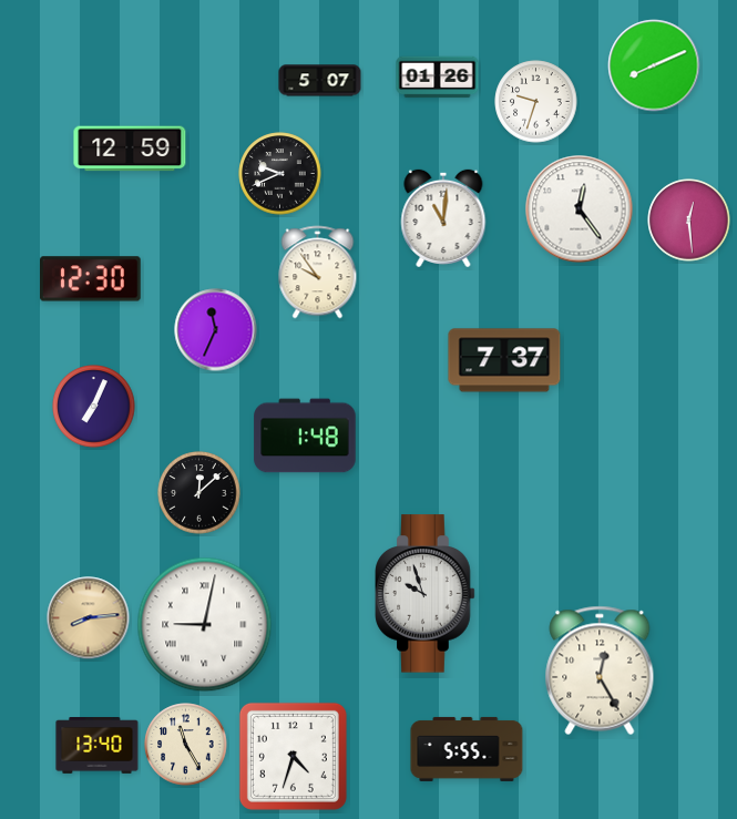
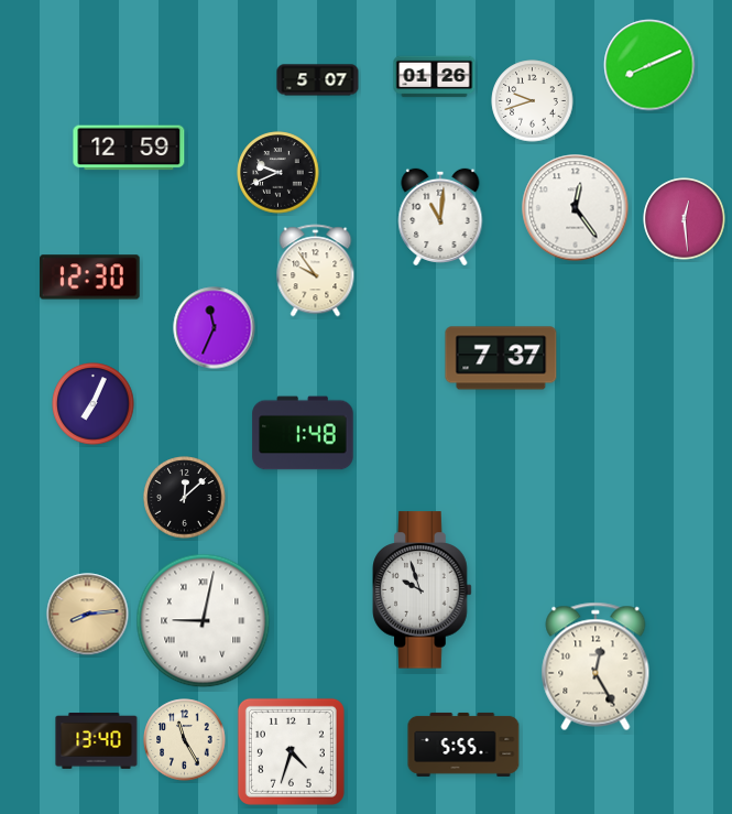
clock at (536, 102): 9:33 -> 9:42
clock at (199, 493) position: (199, 493) -> (185, 498)
